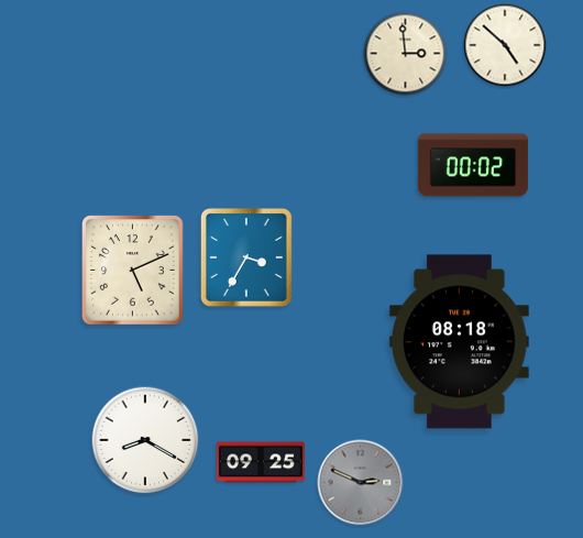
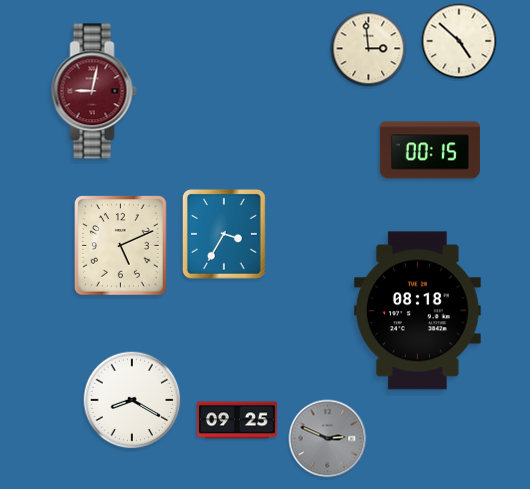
clock at (94, 91): none -> 9:02
clock at (473, 165): 00:02 -> 00:15
